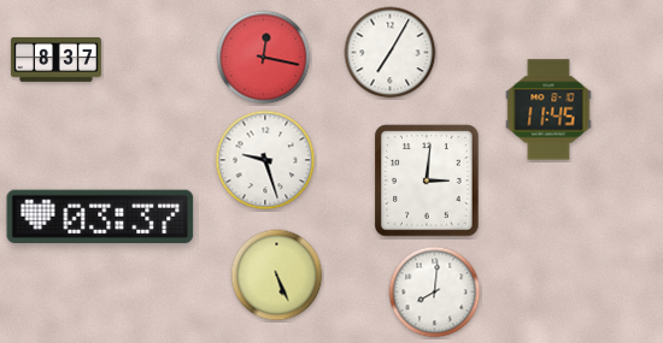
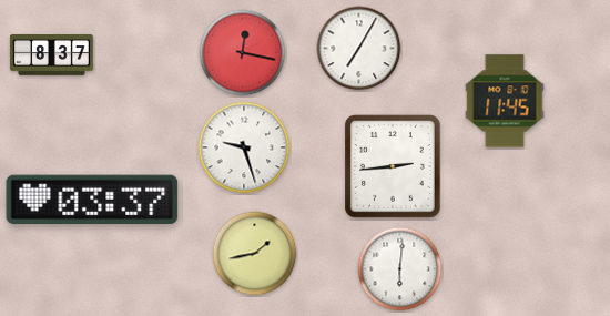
clock at (427, 181): 3:01 -> 2:44
clock at (277, 276): 5:26 -> 1:43
clock at (435, 292): 8:01 -> 6:01
